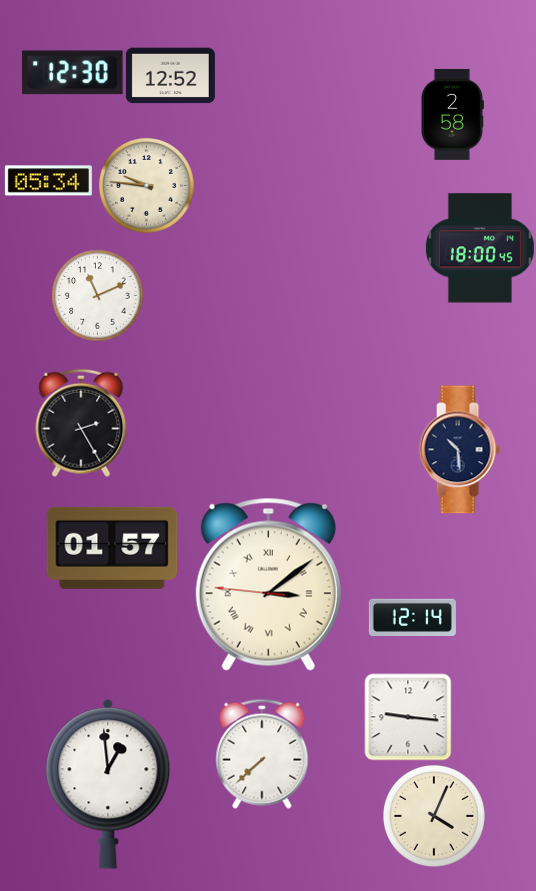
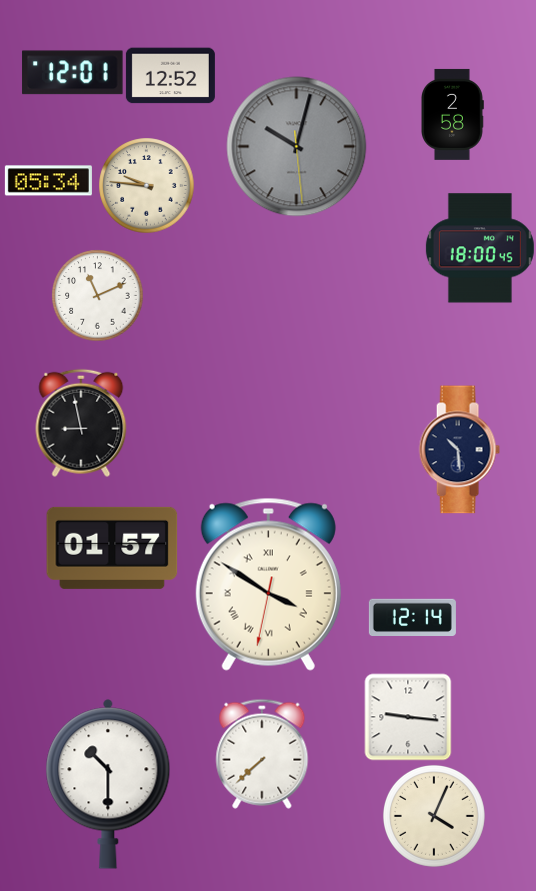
clock at (73, 73): 12:30 -> 12:01
clock at (297, 147): none -> 10:02
clock at (81, 423): 2:25 -> 8:58
clock at (268, 584): 3:08 -> 3:50
clock at (108, 784): 12:59 -> 10:30
